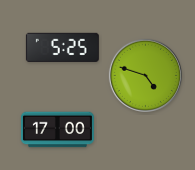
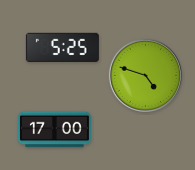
clock at (57, 130) position: (57, 130) -> (54, 130)
